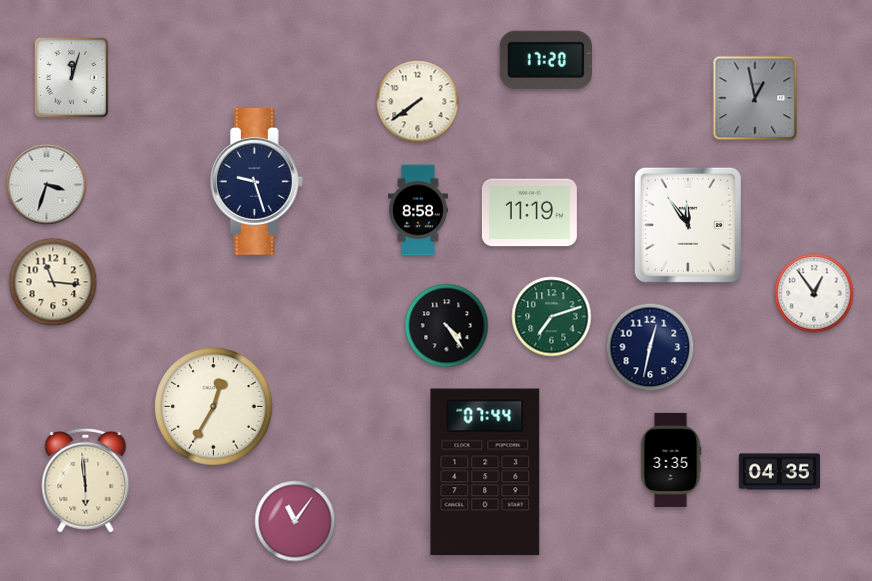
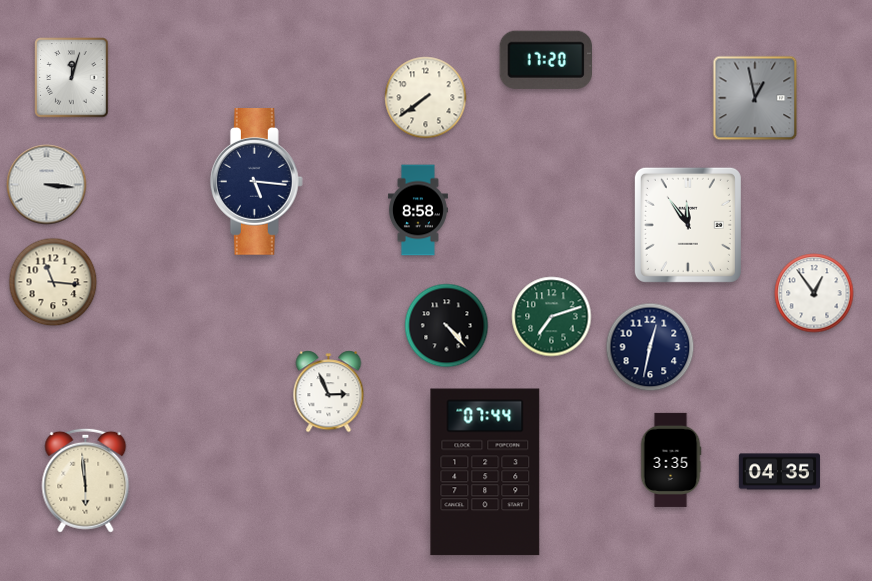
clock at (418, 102) position: (418, 102) -> (426, 98)
clock at (256, 182): 9:27 -> 5:16
clock at (47, 185): 3:33 -> 3:16
clock at (529, 213): 11:19 -> none
clock at (447, 326): 4:24 -> 4:23
clock at (329, 392): none -> 2:56
clock at (214, 407): 12:35 -> none
clock at (295, 521): 11:06 -> none
